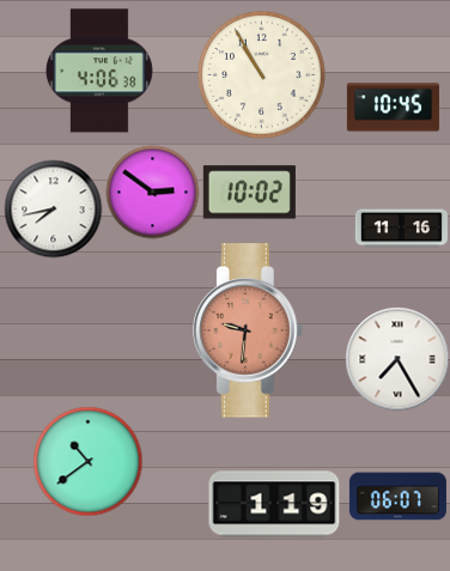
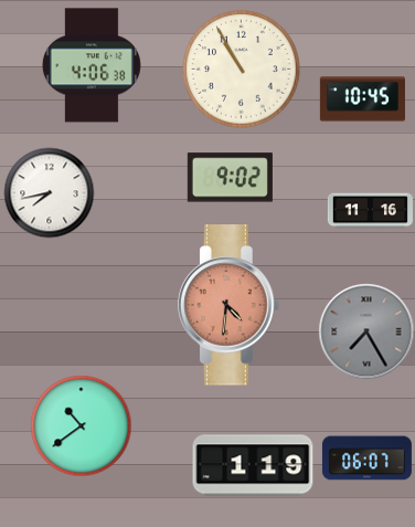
clock at (152, 192): 2:51 -> none
clock at (249, 193): 10:02 -> 9:02
clock at (248, 330): 9:31 -> 4:31
clock at (397, 359) dial: white -> grey
